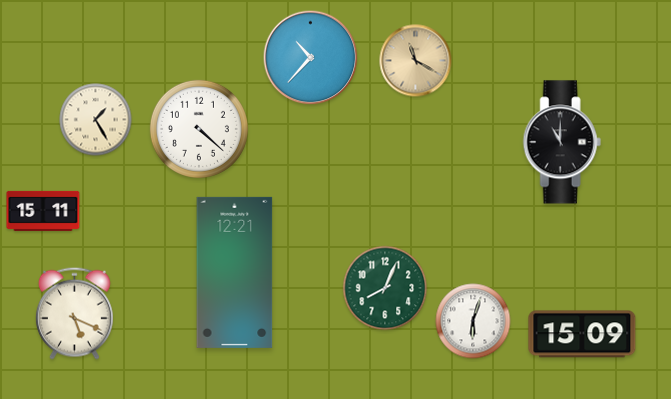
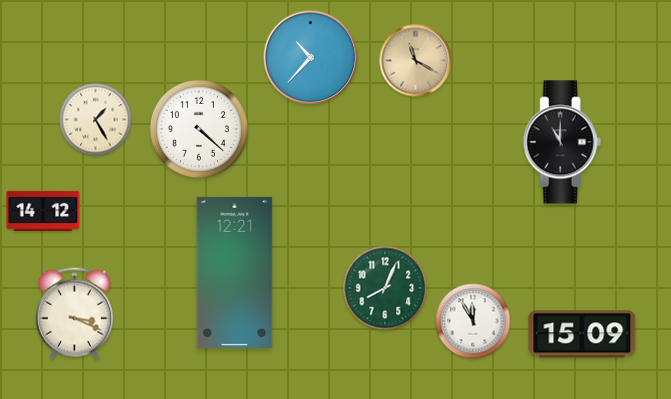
clock at (43, 211): 15:11 -> 14:12
clock at (74, 313): 5:19 -> 3:19
clock at (473, 321): 6:03 -> 11:55
